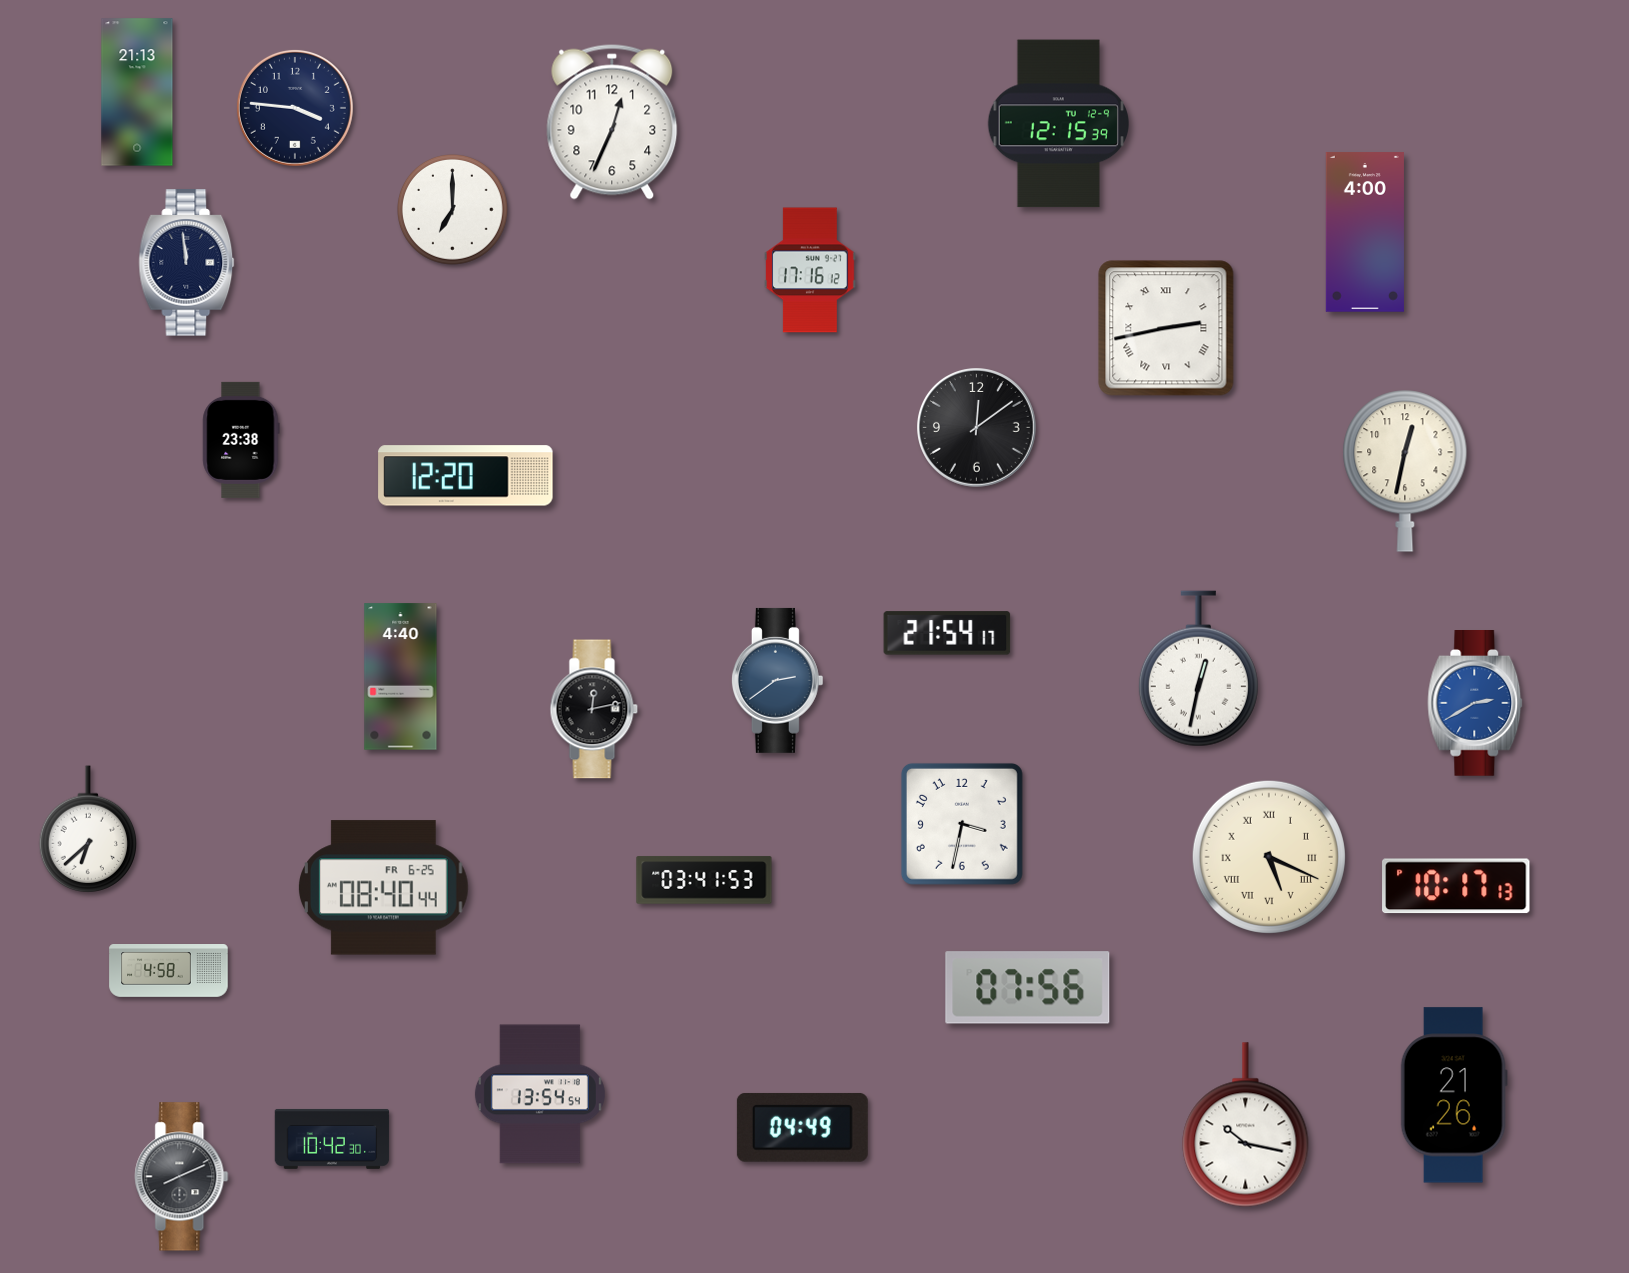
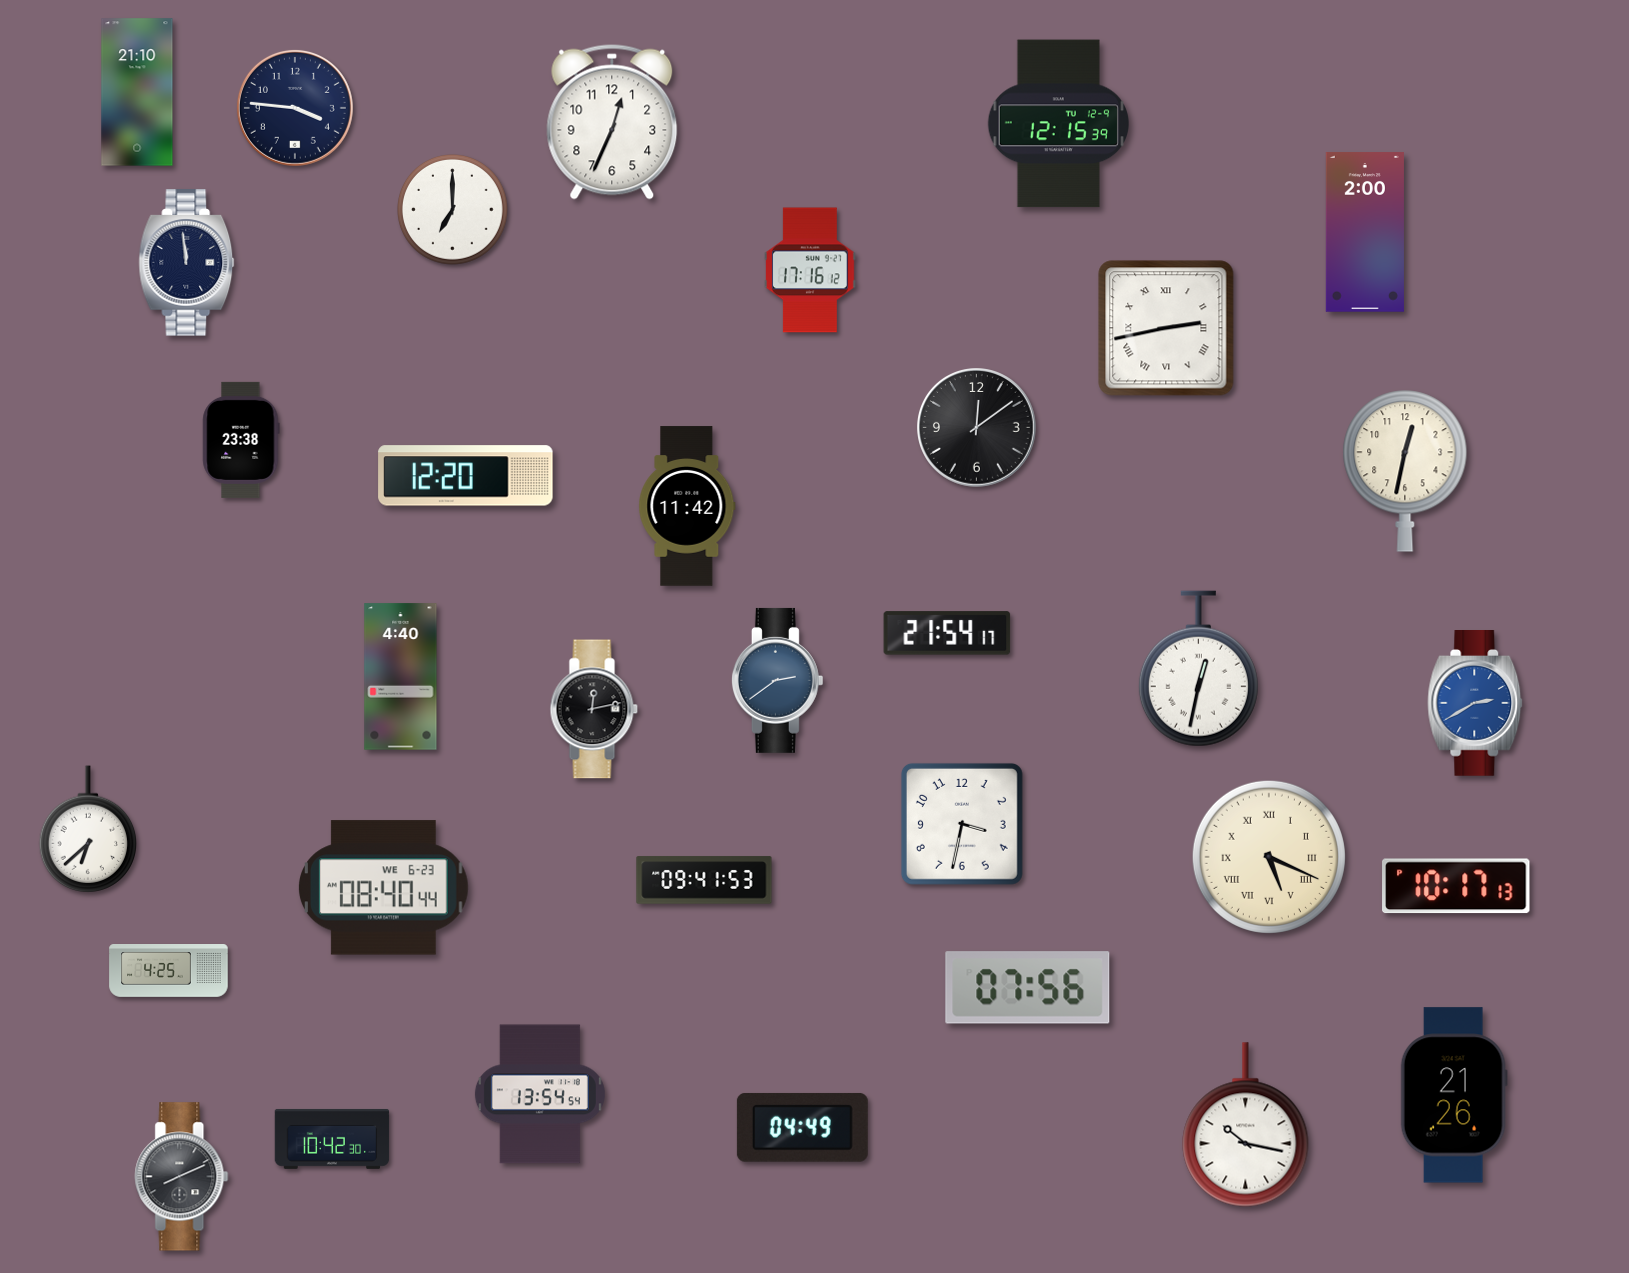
clock at (137, 92): 21:13 -> 21:10
clock at (1365, 232): 4:00 -> 2:00
clock at (687, 506): none -> 11:42
clock at (704, 880): 03:41 -> 09:41
clock at (383, 888) date: FR 6-25 -> WE 6-23
clock at (169, 971): 4:58 -> 4:25
